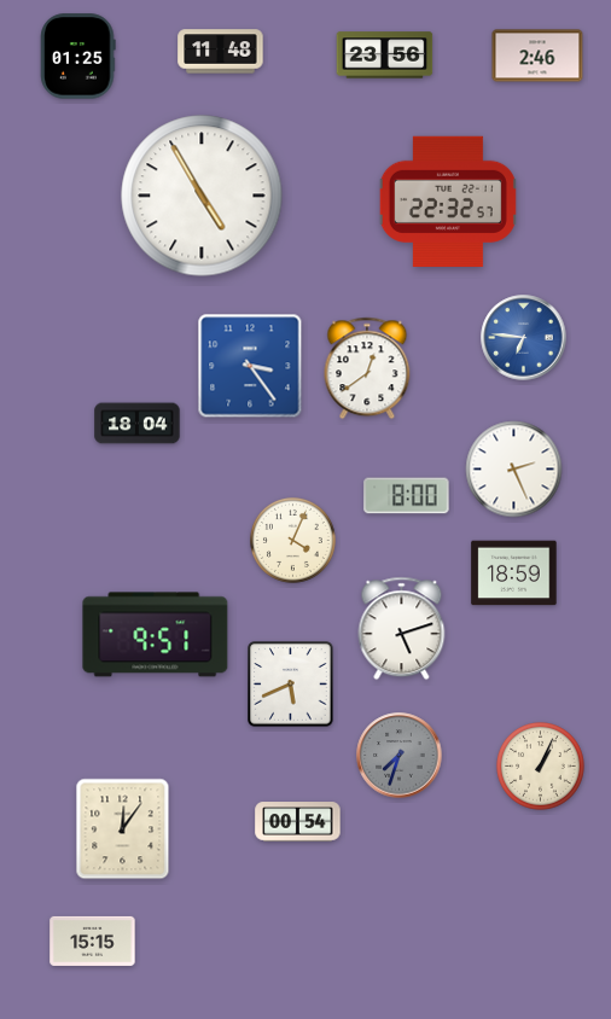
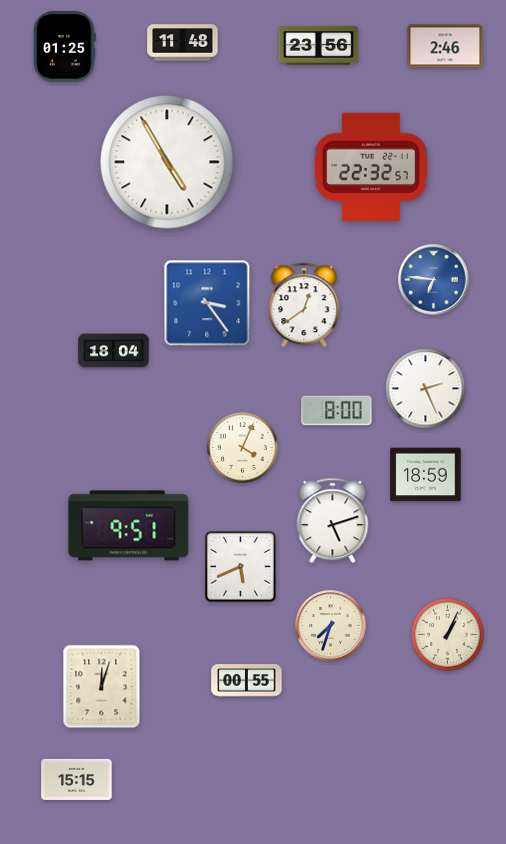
clock at (400, 756) dial: grey -> cream
clock at (298, 822): 00:54 -> 00:55
clock at (123, 829): 12:06 -> 12:03
